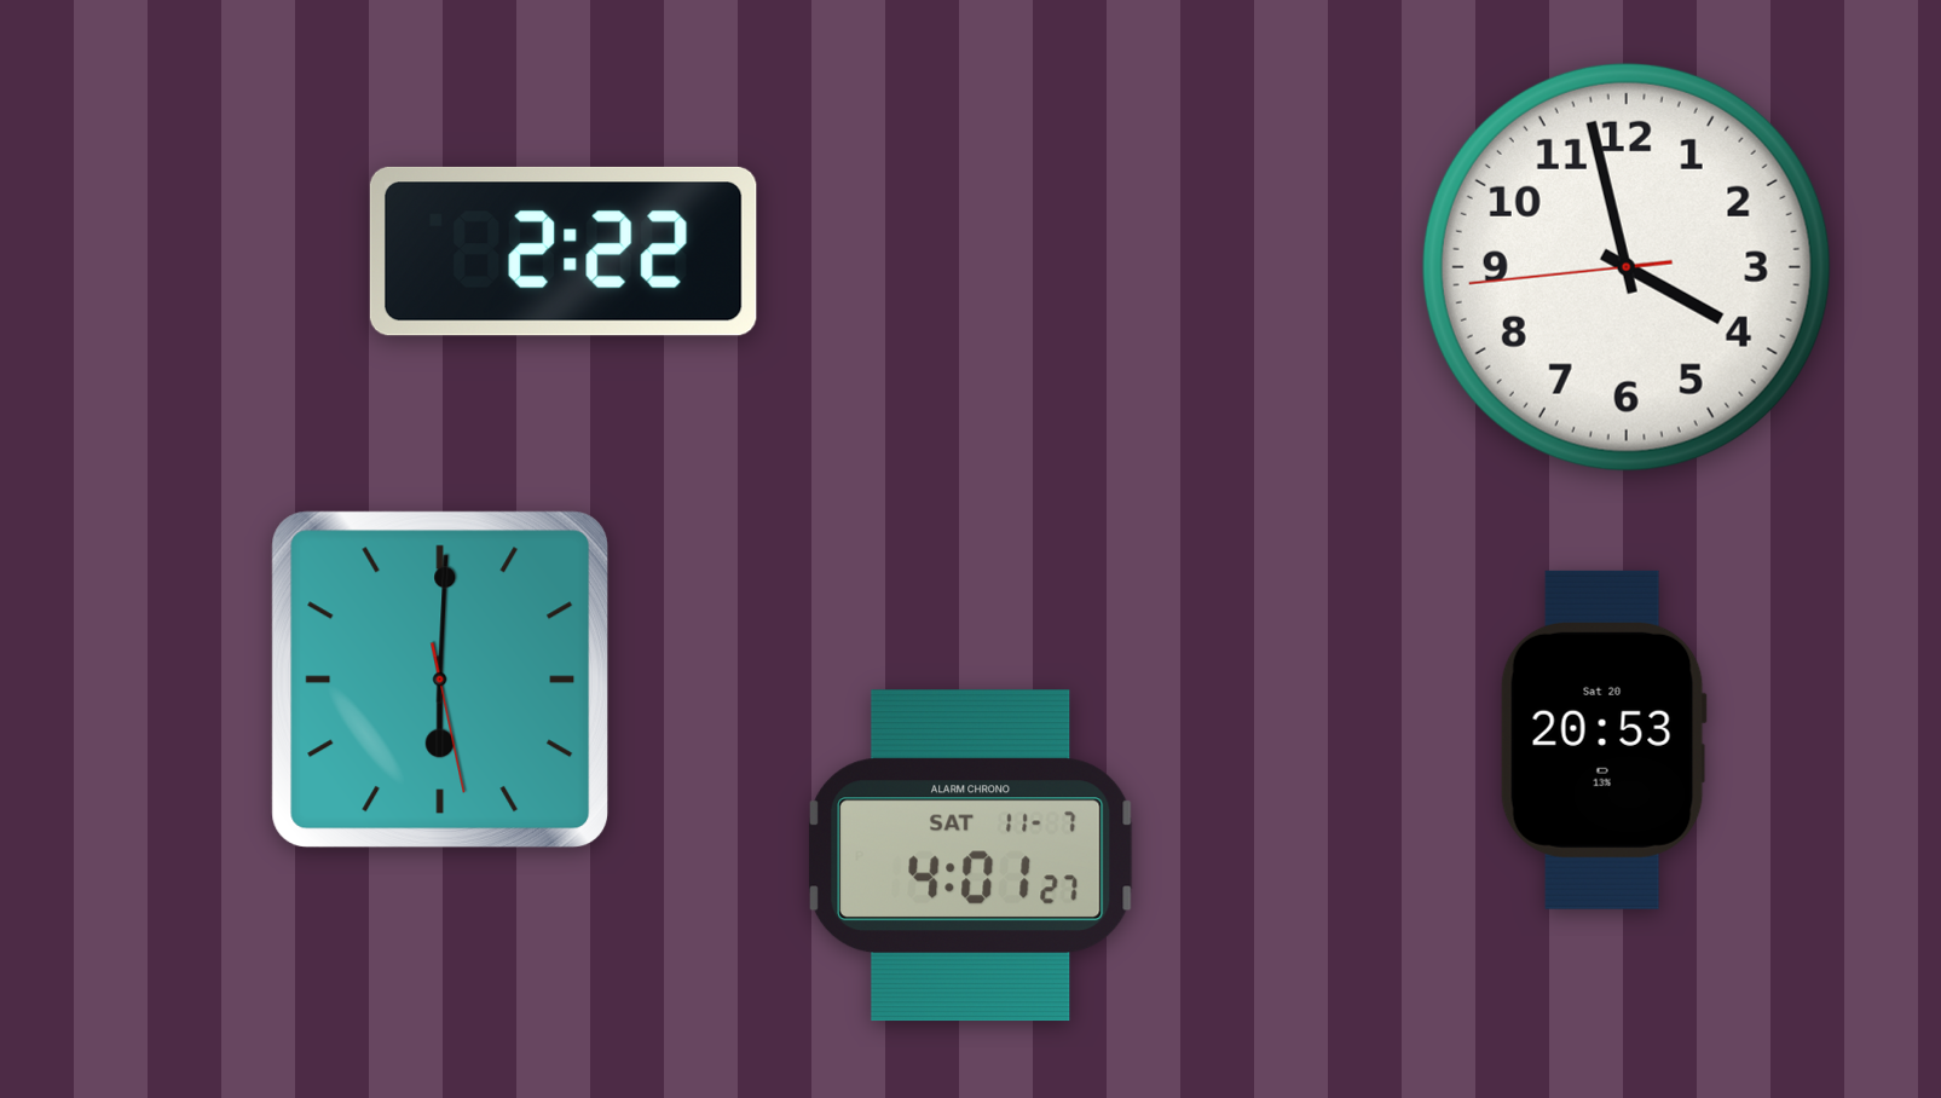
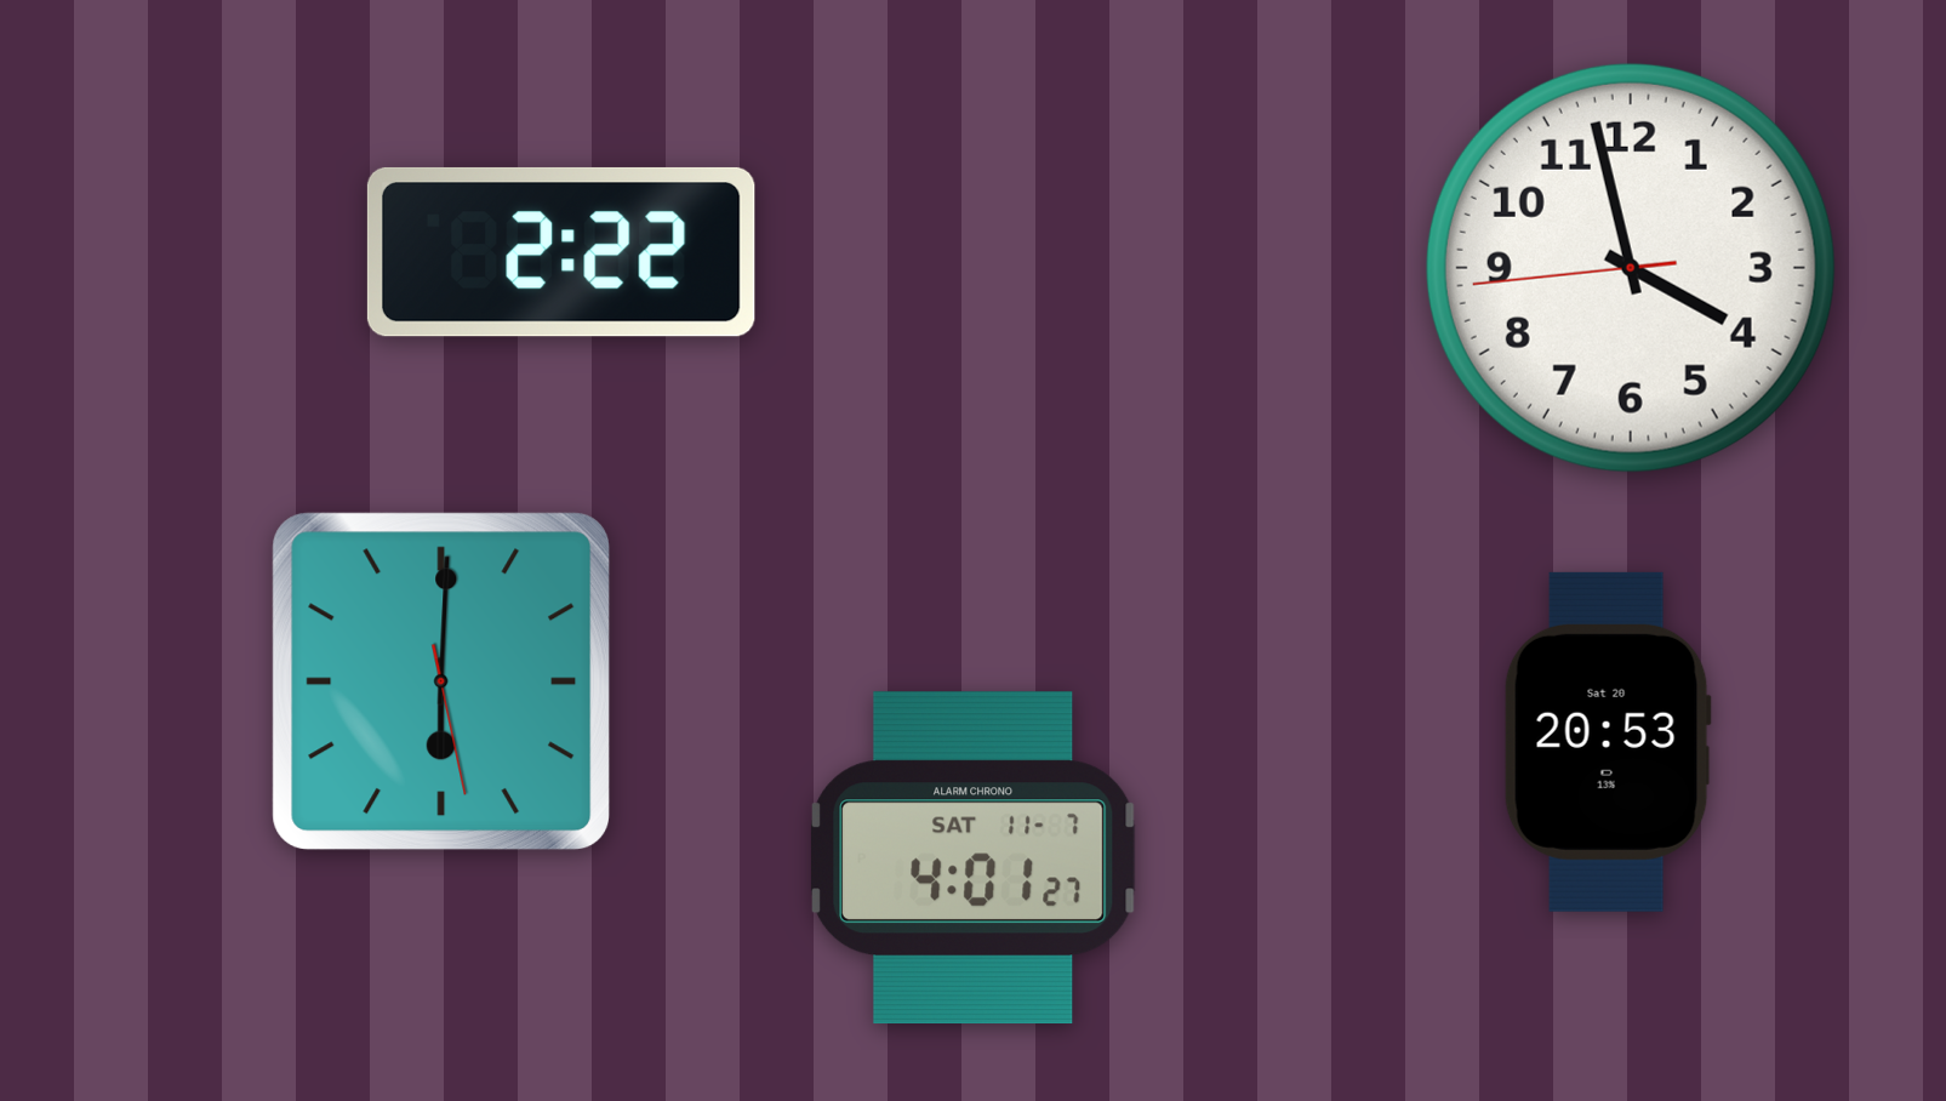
clock at (564, 252) position: (564, 252) -> (561, 252)
